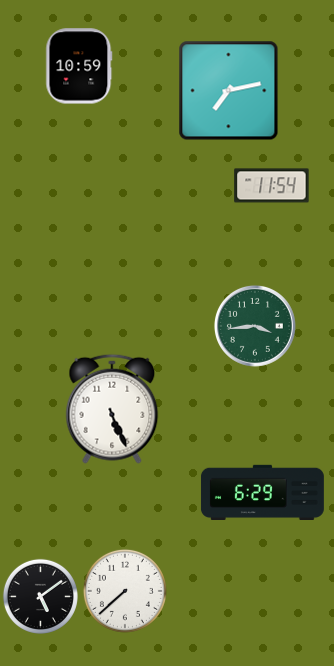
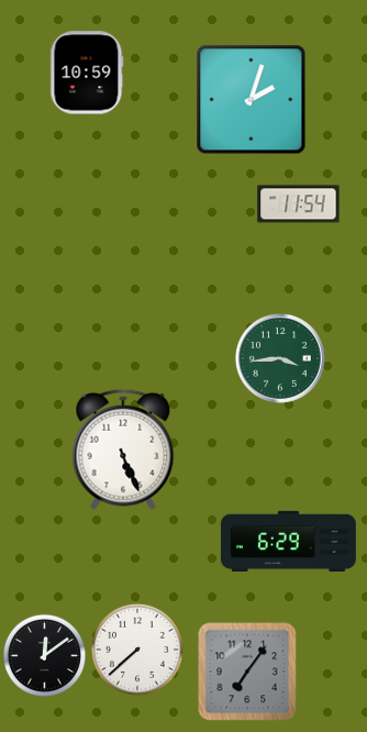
clock at (229, 91): 7:13 -> 2:03
clock at (40, 596): 5:09 -> 12:09
clock at (247, 672): none -> 7:06
